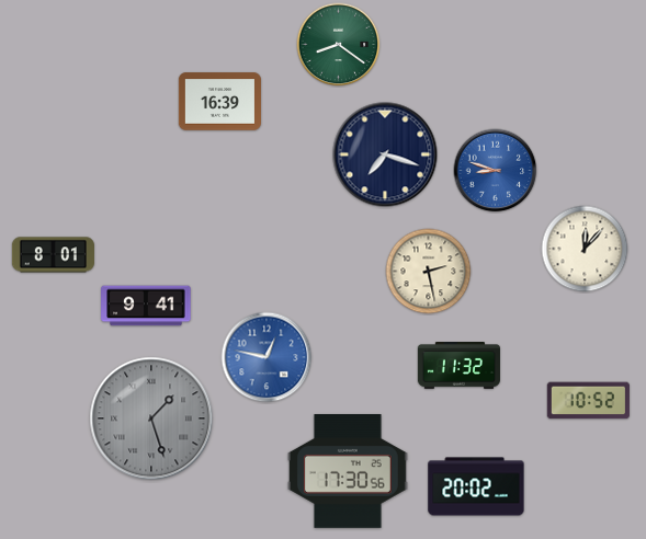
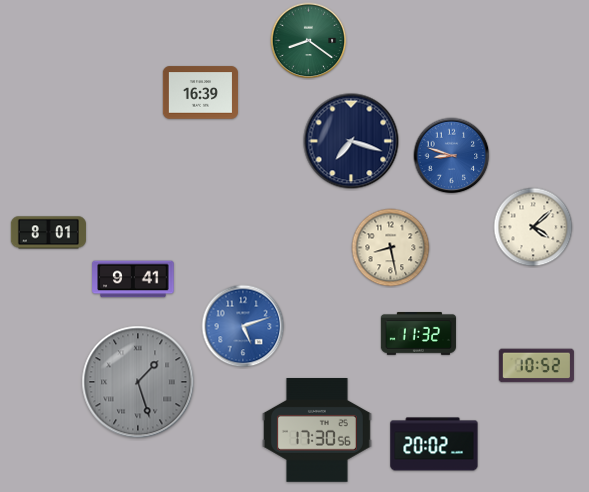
clock at (585, 249): 12:07 -> 4:08
clock at (429, 272): 2:28 -> 8:28
clock at (267, 357): 12:47 -> 5:12
